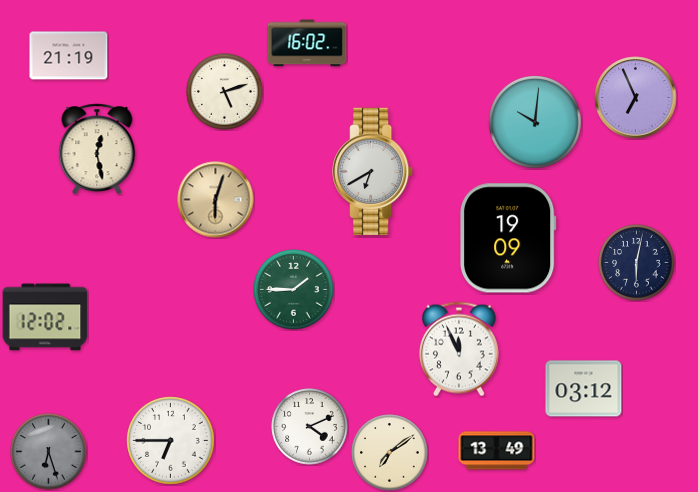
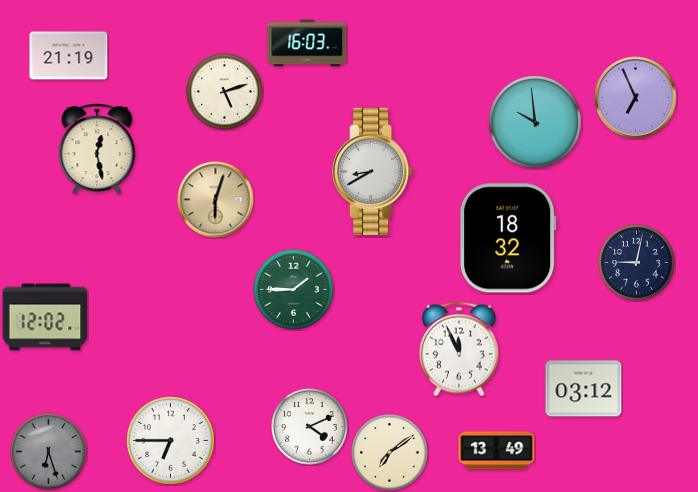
clock at (307, 43): 16:02 -> 16:03
clock at (536, 123): 10:01 -> 9:59
clock at (373, 171): 6:40 -> 8:40
clock at (509, 238): 19:09 -> 18:32
clock at (637, 263): 6:02 -> 9:02
